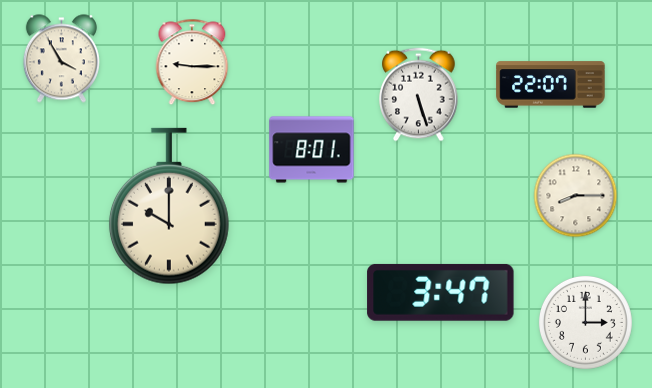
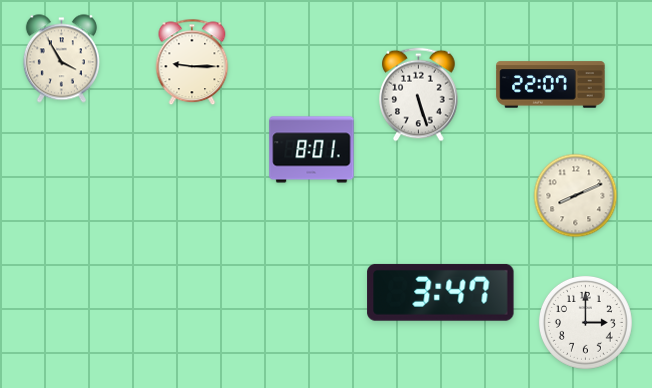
clock at (576, 196): 8:15 -> 8:11
clock at (169, 206): 10:00 -> none
